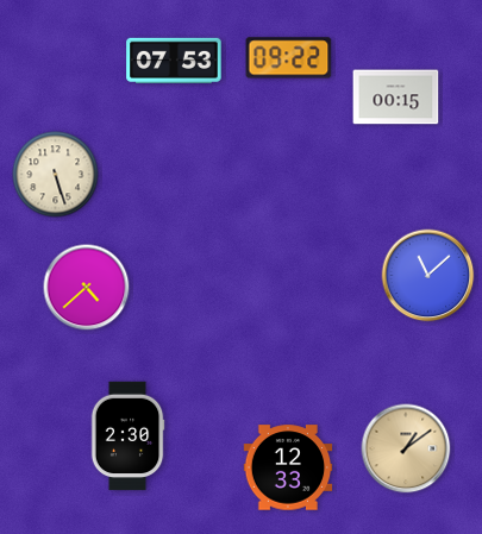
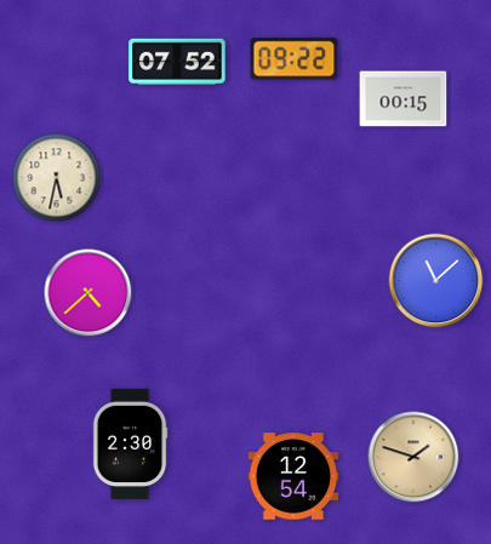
clock at (174, 59): 07:53 -> 07:52
clock at (56, 175): 5:27 -> 5:32
clock at (406, 448): 1:09 -> 1:48
clock at (288, 467): 12:33 -> 12:54
